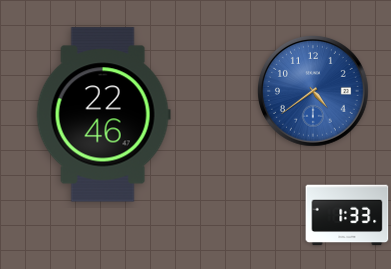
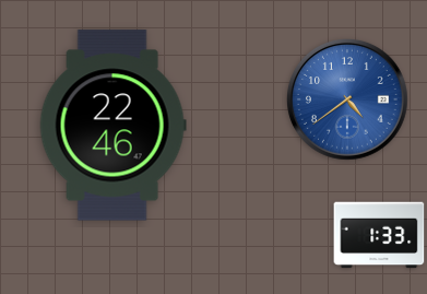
clock at (314, 92) position: (314, 92) -> (348, 101)
